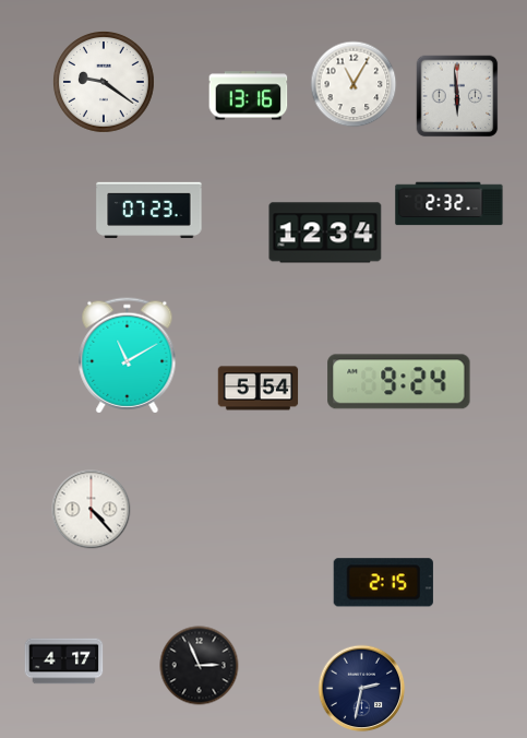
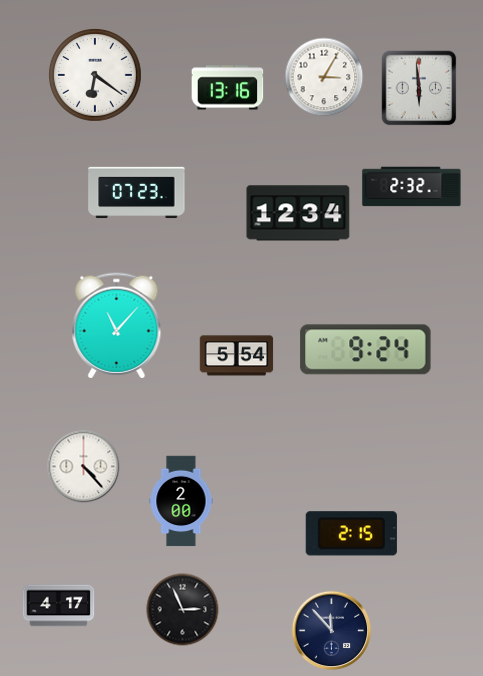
clock at (105, 83): 9:21 -> 6:21
clock at (354, 84): 11:05 -> 3:05
clock at (128, 356): 11:10 -> 11:07
clock at (181, 501): none -> 2:00
clock at (362, 689): 2:32 -> 11:53
